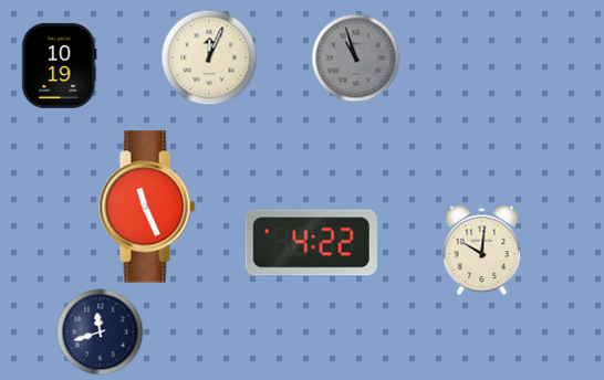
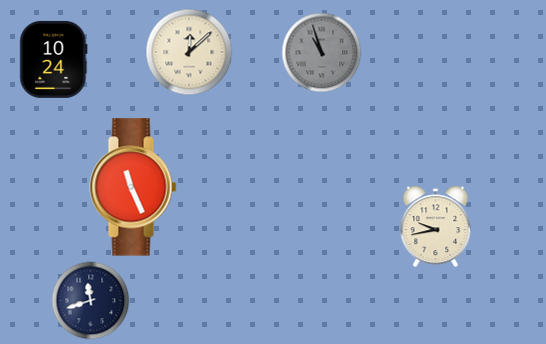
clock at (209, 57): 12:04 -> 12:08
clock at (60, 65): 10:19 -> 10:24
clock at (311, 243): 4:22 -> none
clock at (482, 250): 10:01 -> 9:43
